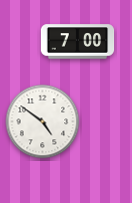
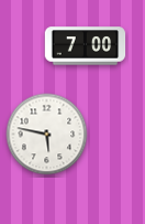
clock at (43, 122): 4:51 -> 5:47
